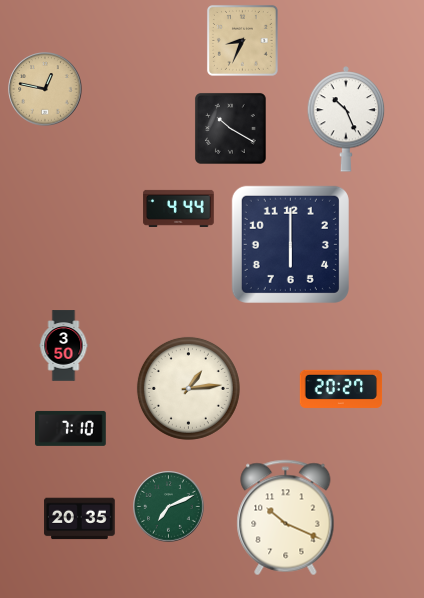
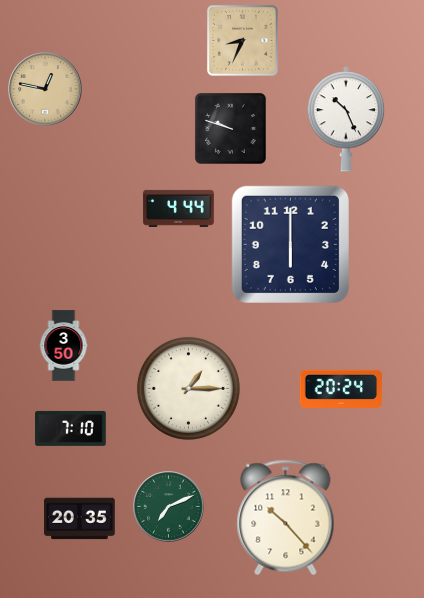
clock at (231, 129): 10:20 -> 9:48
clock at (188, 388): 1:14 -> 1:15
clock at (341, 389): 20:27 -> 20:24
clock at (286, 518): 10:19 -> 10:23
